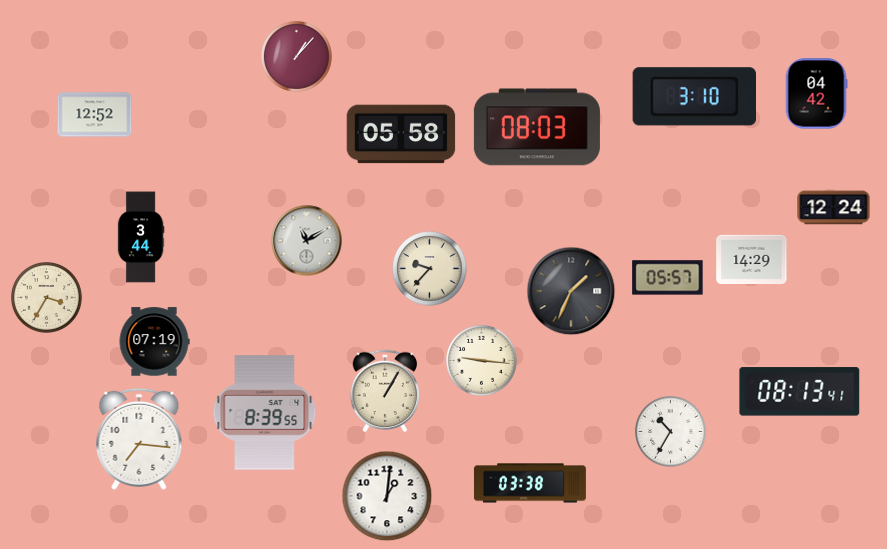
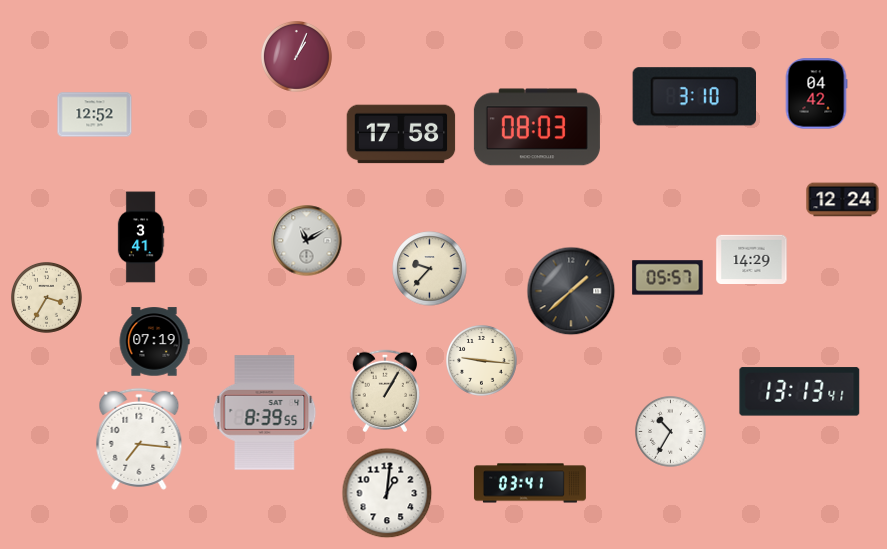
clock at (297, 57): 1:07 -> 1:04
clock at (401, 134): 05:58 -> 17:58
clock at (834, 208) position: (834, 208) -> (843, 200)
clock at (141, 237): 3:44 -> 3:41
clock at (571, 291): 1:34 -> 1:38
clock at (800, 392): 08:13 -> 13:13
clock at (530, 483): 03:38 -> 03:41
clock at (387, 496) position: (387, 496) -> (387, 493)
